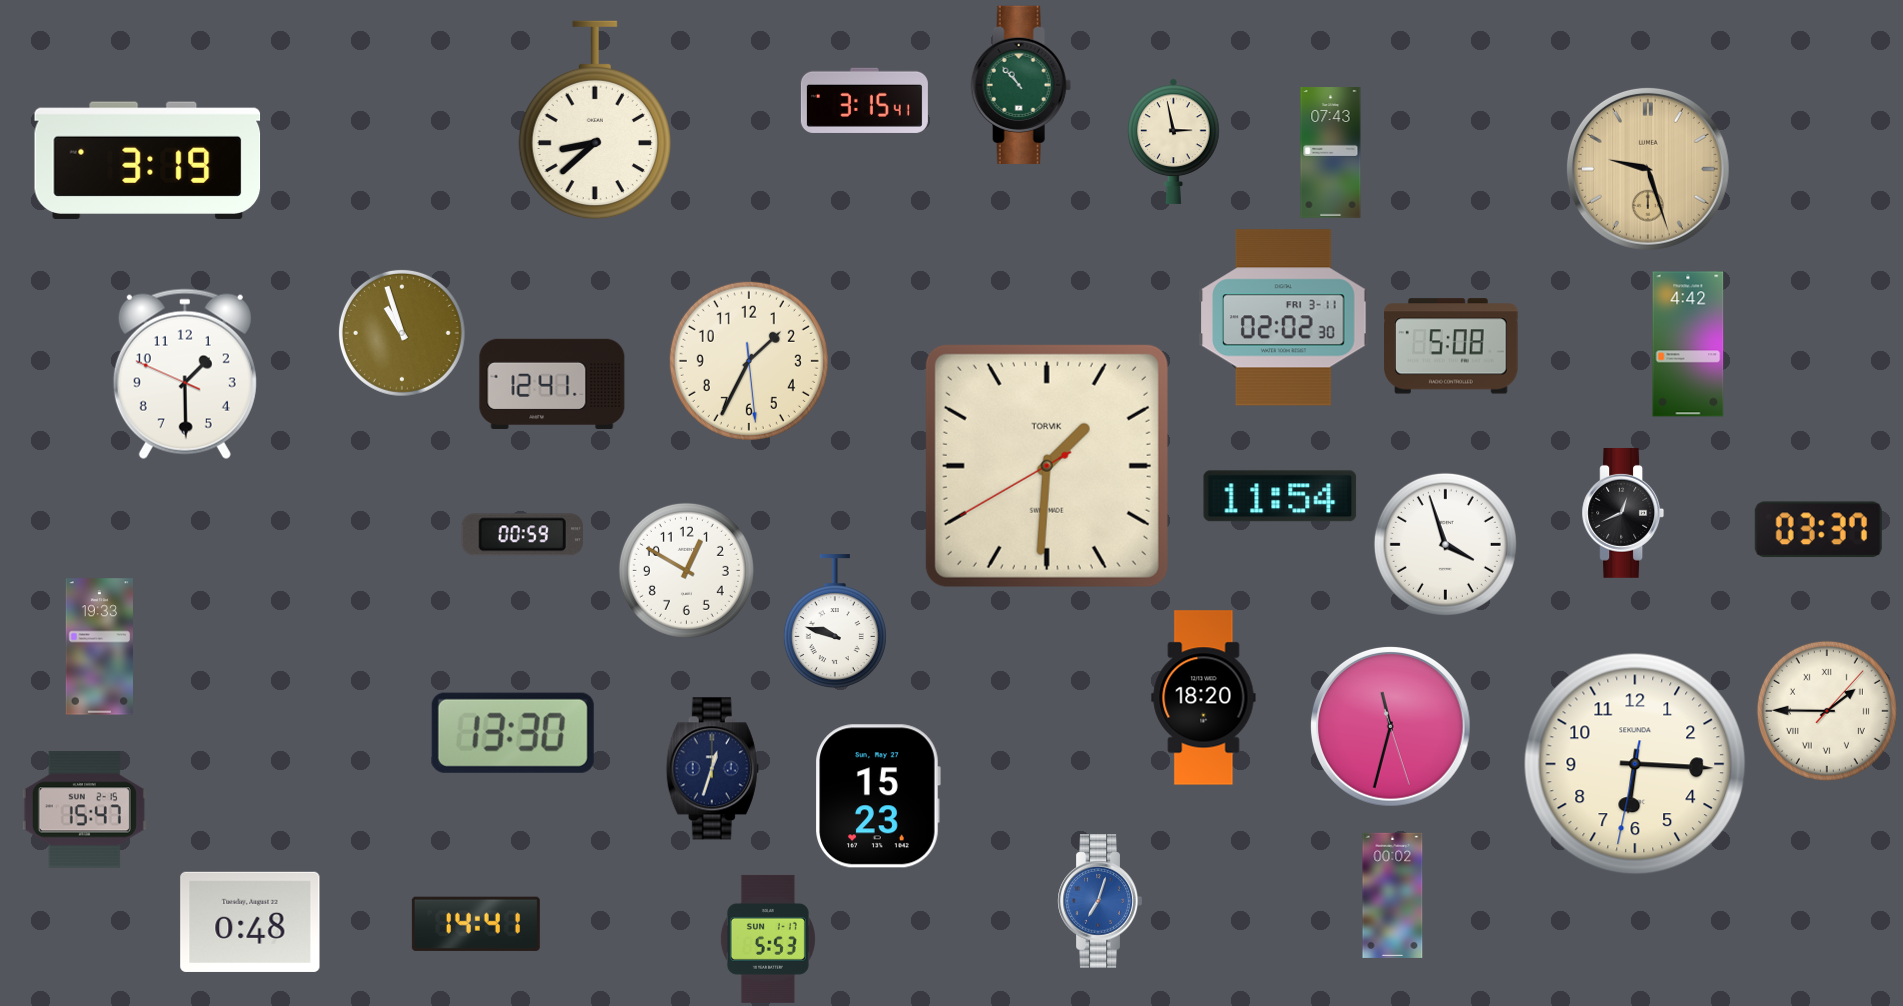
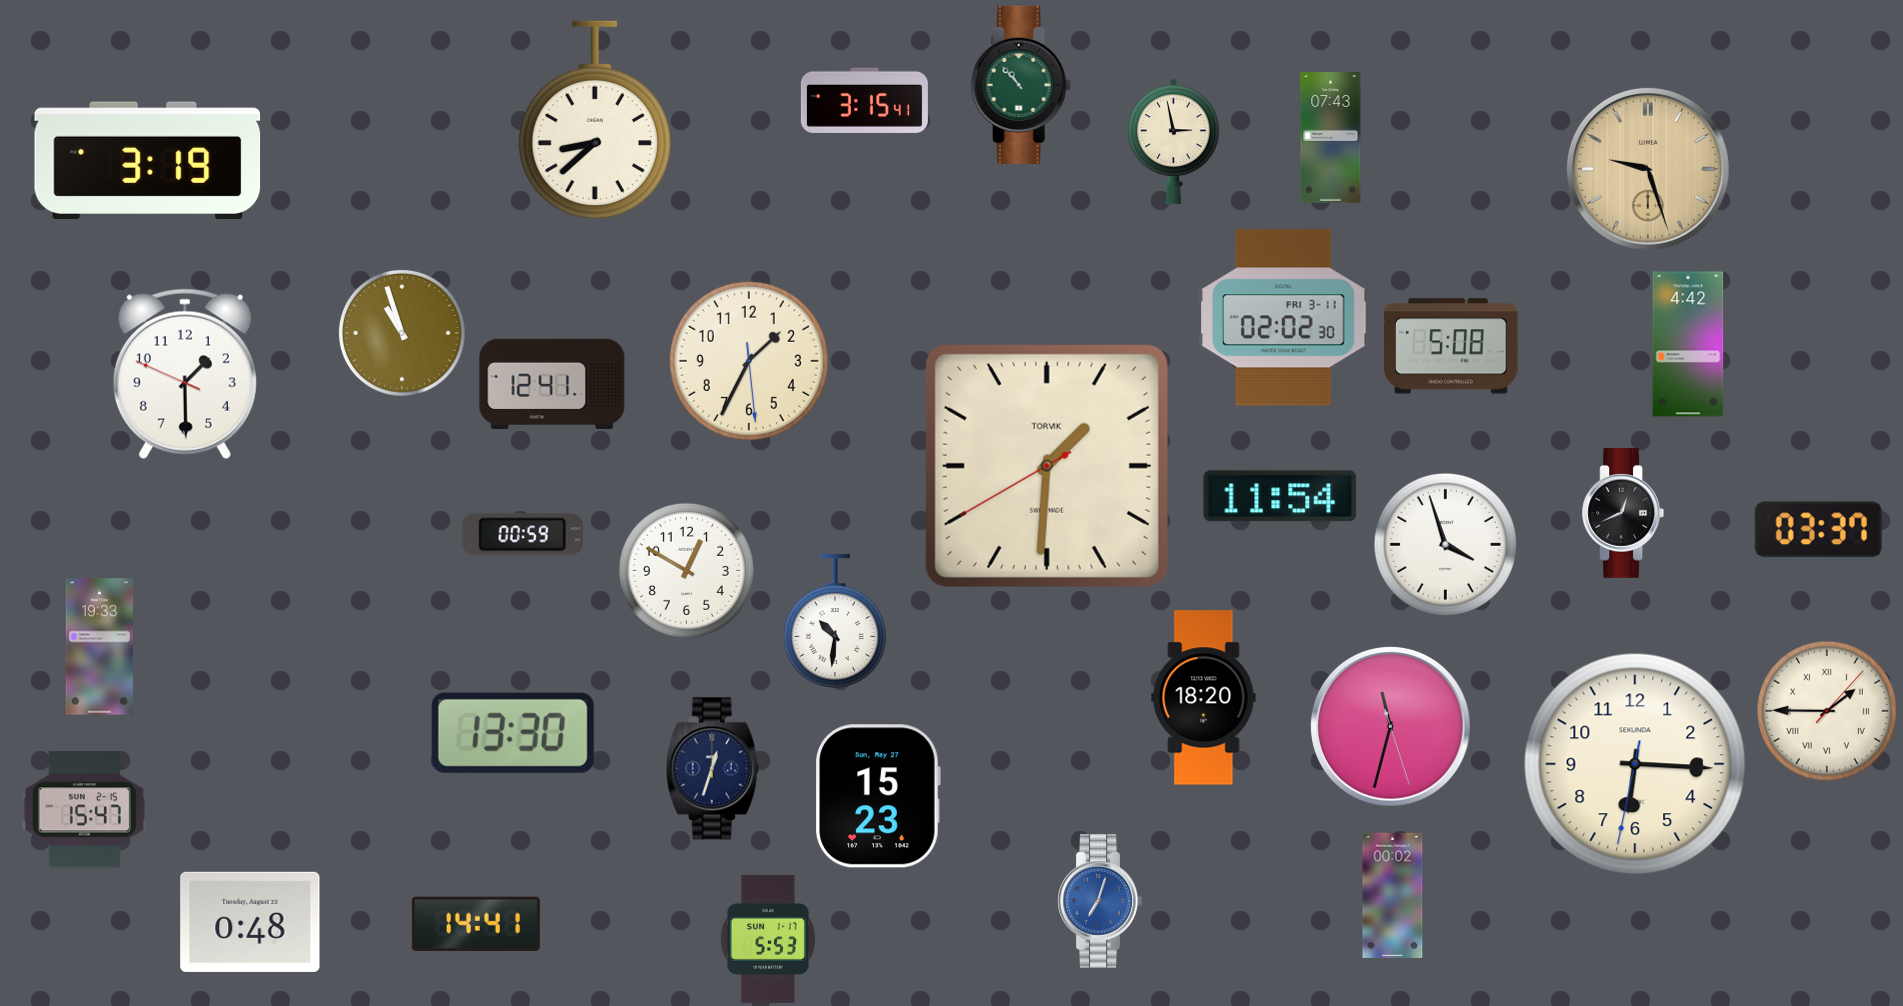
clock at (1331, 153) position: (1331, 153) -> (1331, 138)
clock at (835, 621): 9:48 -> 10:31
